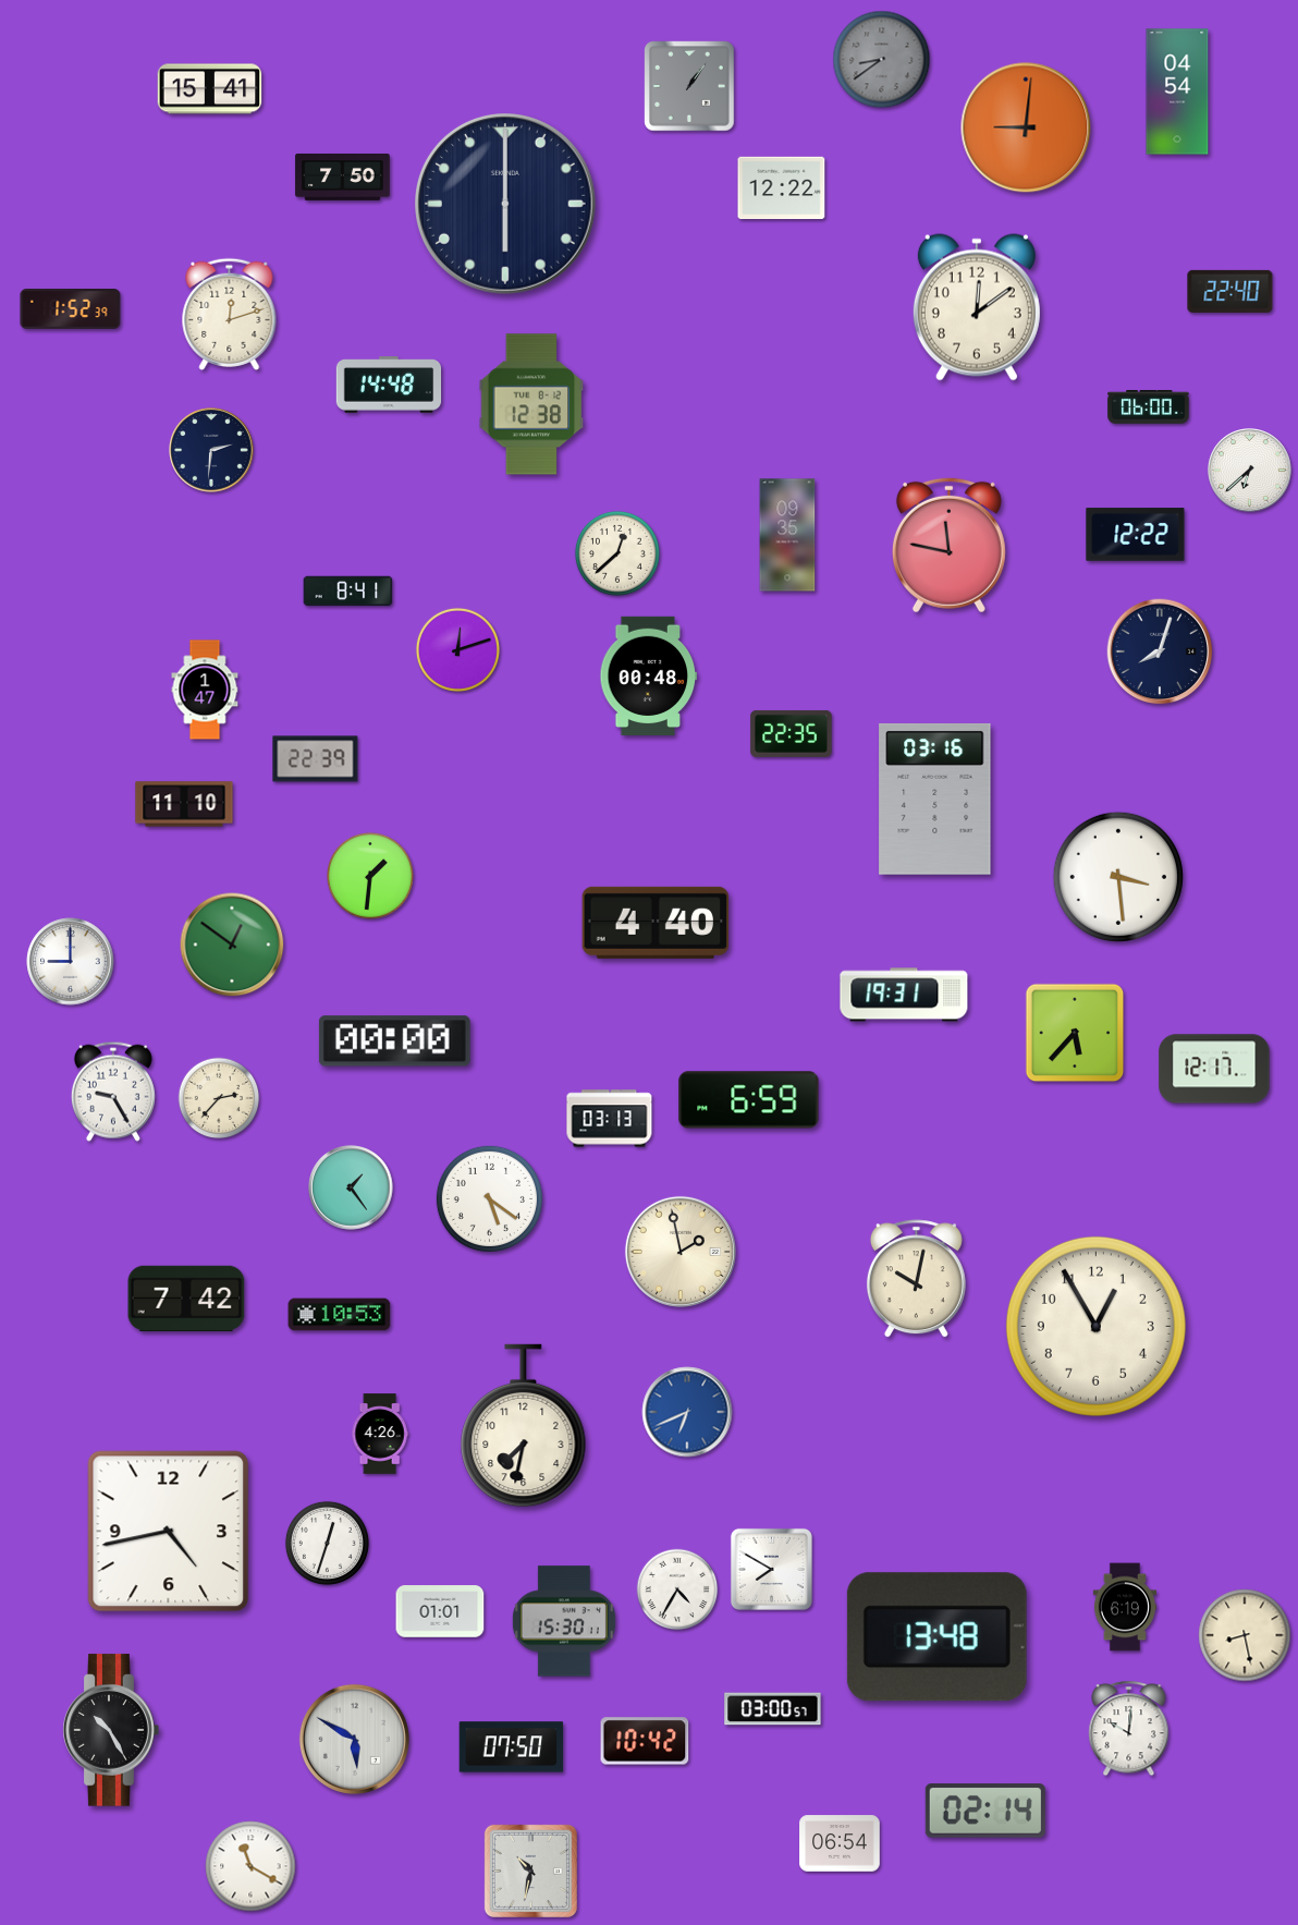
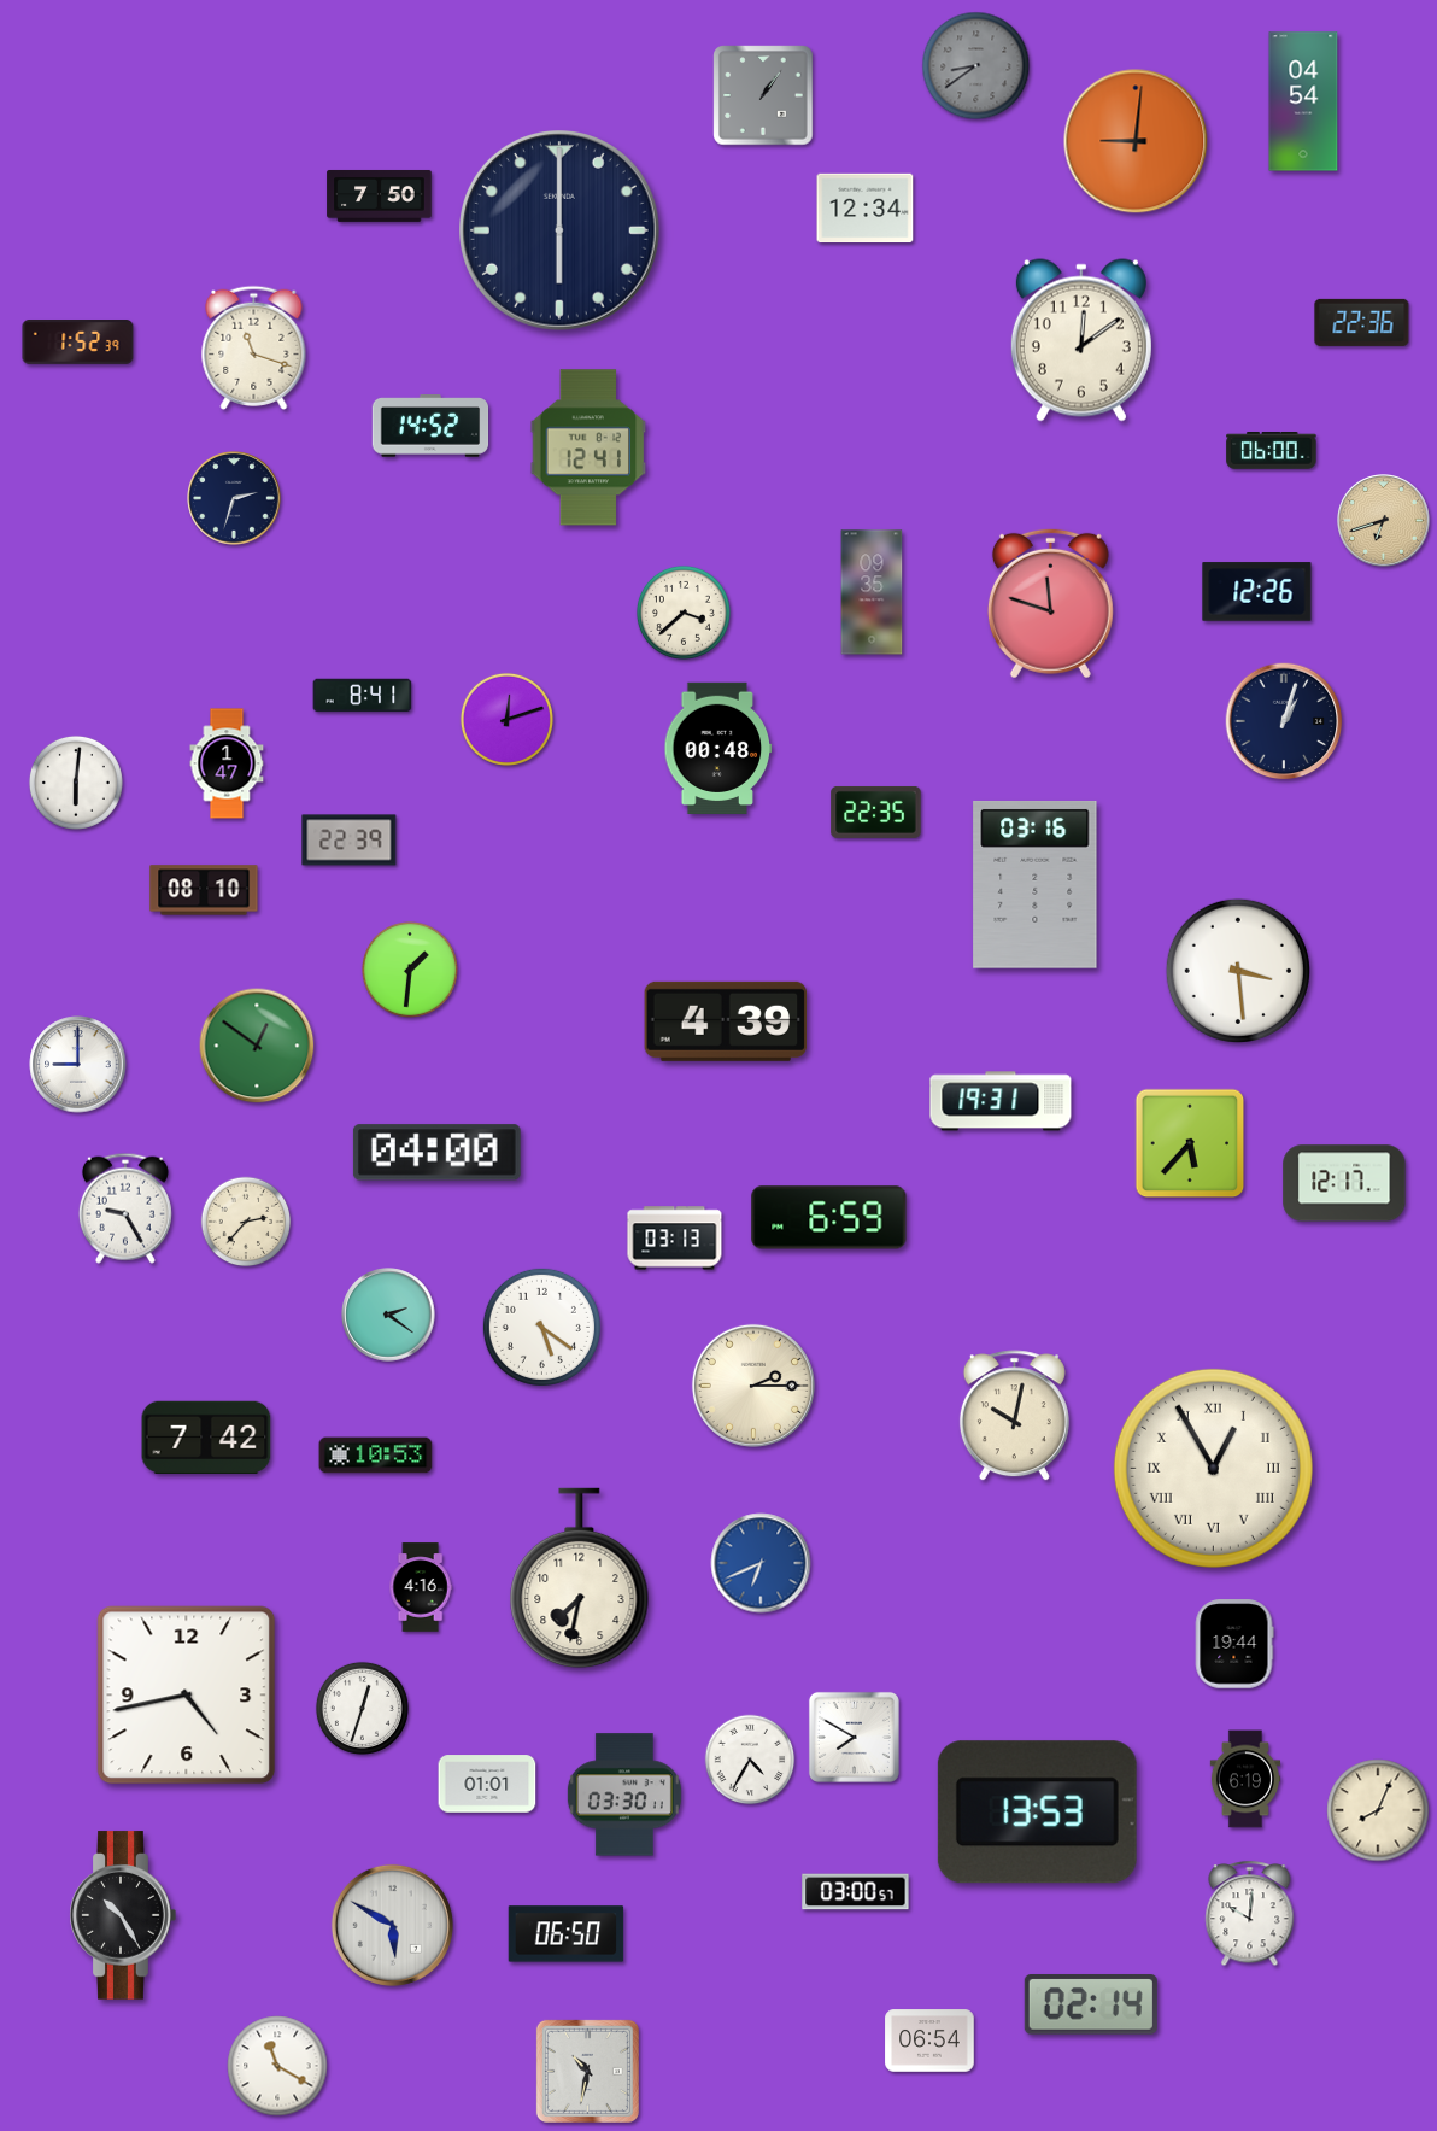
clock at (210, 89): 15:41 -> none
clock at (782, 188): 12:22 -> 12:34
clock at (506, 205) position: (506, 205) -> (561, 232)
clock at (1230, 291): 22:40 -> 22:36
clock at (230, 314): 12:12 -> 11:18
clock at (389, 385): 14:48 -> 14:52
clock at (531, 404): 12:38 -> 12:41
clock at (211, 450): 2:31 -> 2:33
clock at (1250, 471): 6:38 -> 6:42
clock at (1250, 471) dial: white -> champagne
clock at (1136, 535): 12:22 -> 12:26
clock at (948, 545): 11:47 -> 11:48
clock at (617, 553): 12:38 -> 3:38
clock at (348, 592) position: (348, 592) -> (363, 696)
clock at (1160, 651): 8:03 -> 1:03
clock at (76, 783): none -> 6:01
clock at (184, 804): 11:10 -> 08:10
clock at (656, 923): 4:40 -> 4:39
clock at (394, 1041): 00:00 -> 04:00
clock at (219, 1098) position: (219, 1098) -> (246, 1222)
clock at (351, 1187): 1:24 -> 2:21
clock at (681, 1252): 1:58 -> 2:15
clock at (1095, 1326) numerals: Arabic -> Roman
clock at (380, 1434): 4:26 -> 4:16
clock at (1234, 1644): none -> 19:44
clock at (564, 1621): 15:30 -> 03:30
clock at (1245, 1635): 8:28 -> 8:04
clock at (936, 1637): 13:48 -> 13:53
clock at (645, 1741): 10:42 -> none
clock at (512, 1747): 07:50 -> 06:50
